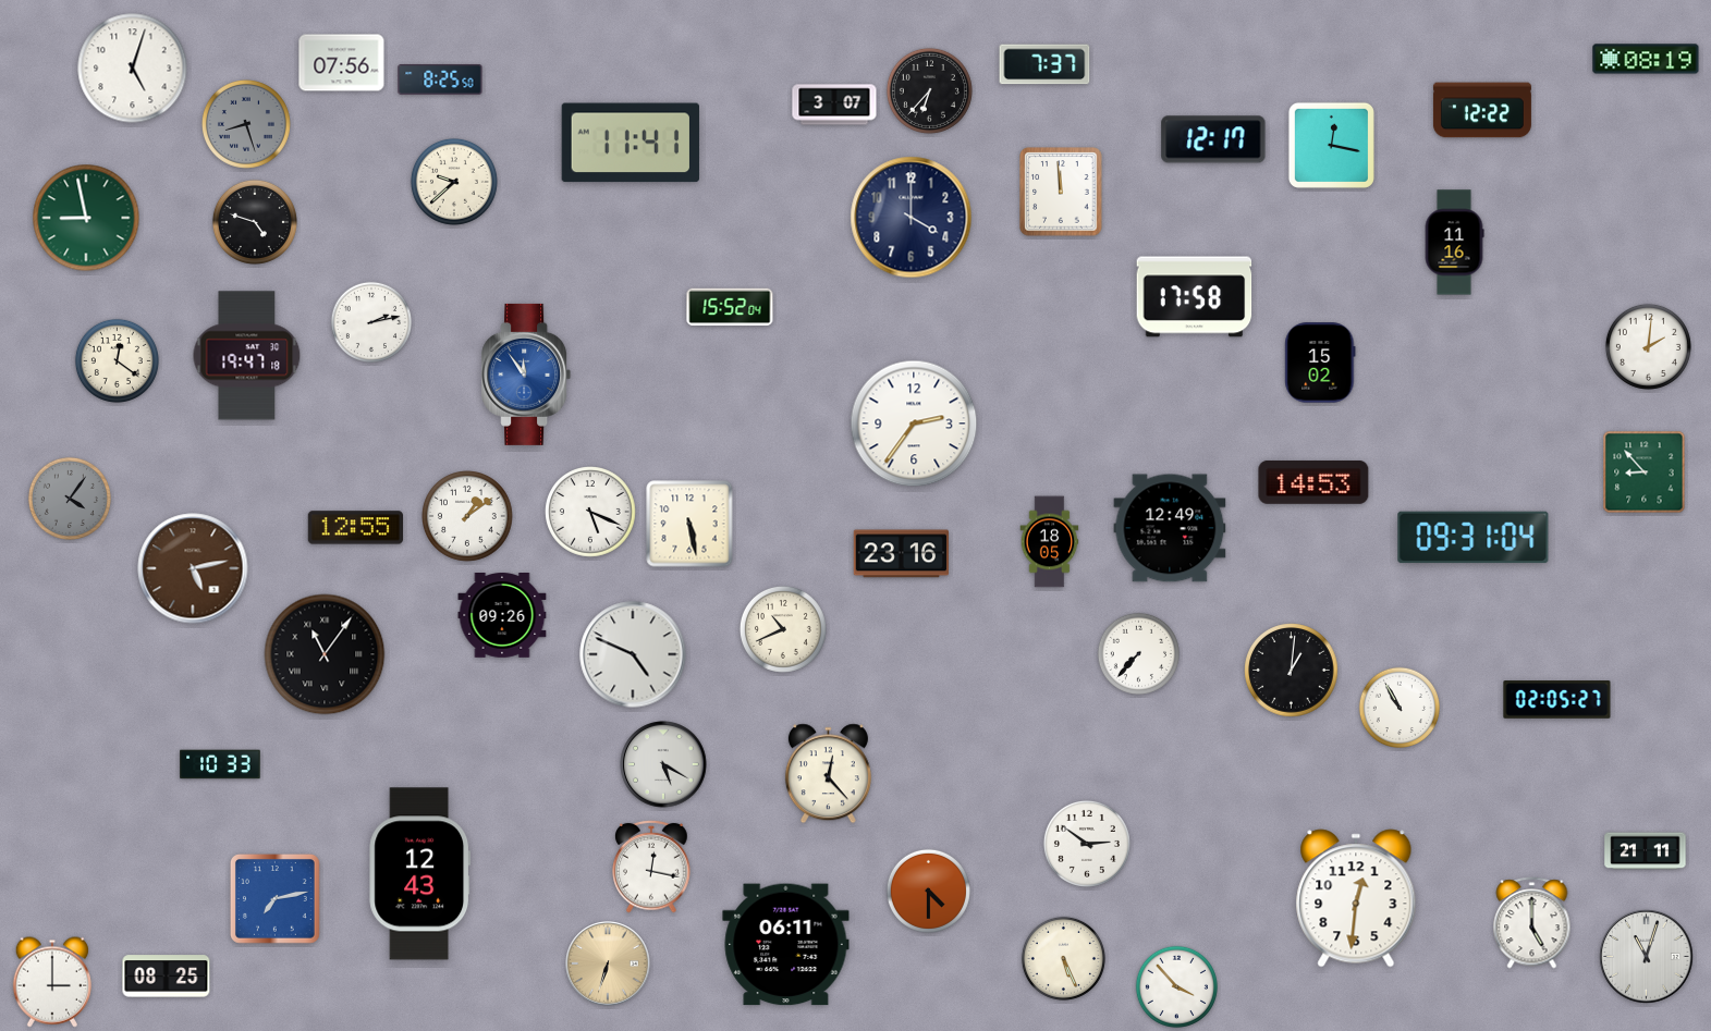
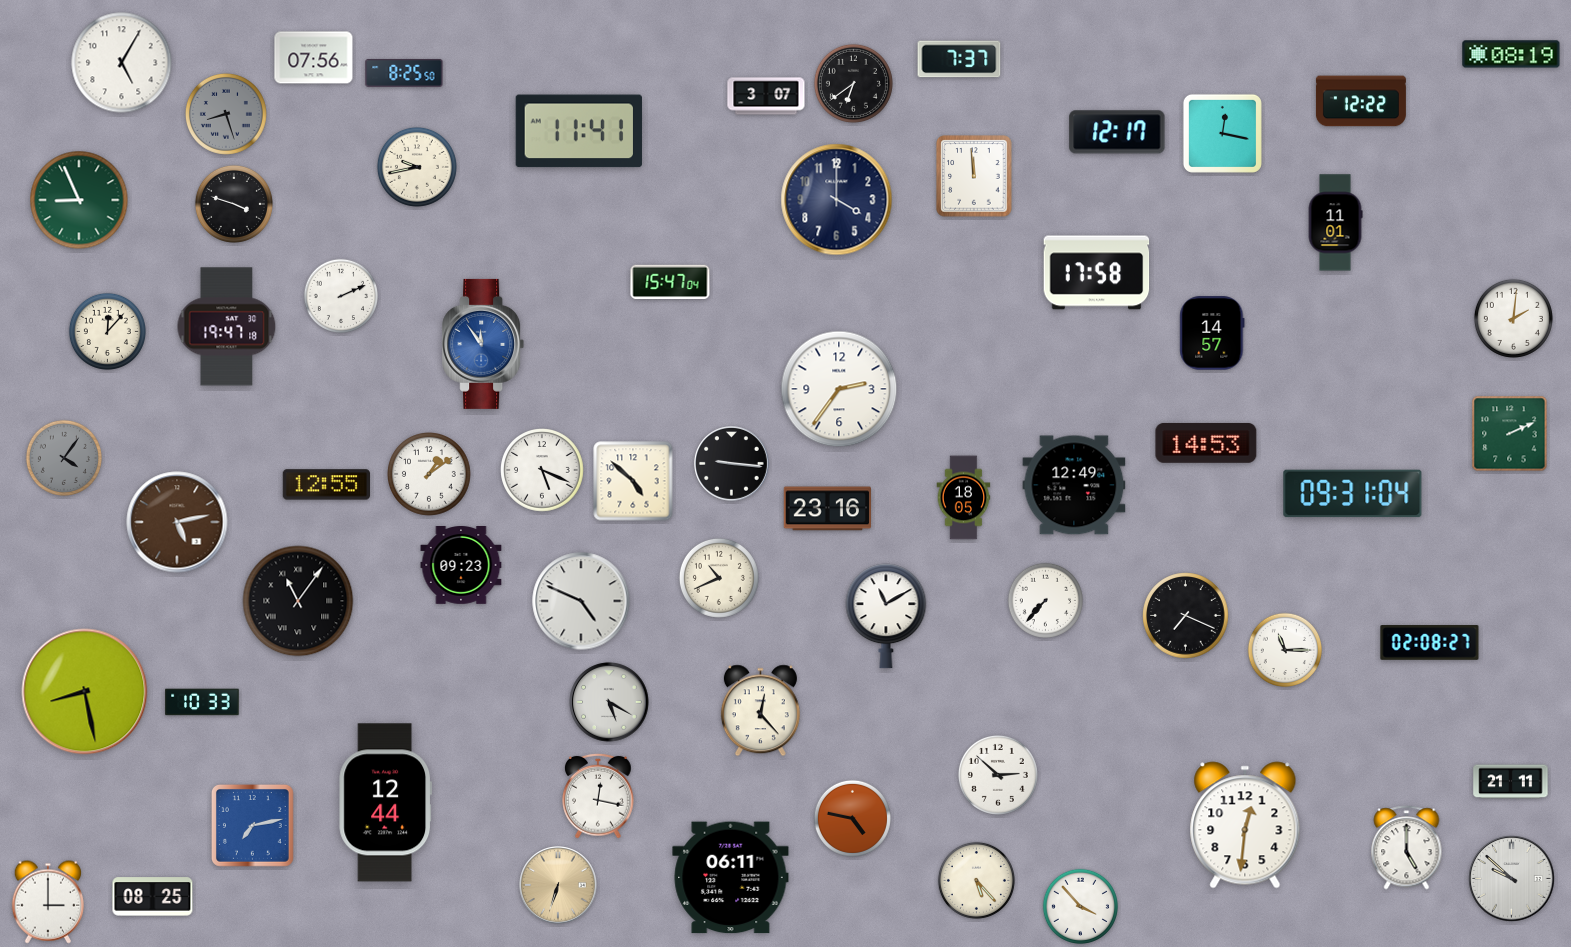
clock at (133, 69): 5:03 -> 5:05
clock at (929, 90): 6:37 -> 6:39
clock at (1213, 139) position: (1213, 139) -> (1117, 132)
clock at (454, 182): 9:38 -> 9:43
clock at (86, 218): 8:58 -> 8:56
clock at (255, 222): 4:48 -> 3:48
clock at (1454, 243): 11:16 -> 11:01
clock at (730, 307): 15:52 -> 15:47
clock at (370, 321): 2:13 -> 2:11
clock at (117, 360): 12:21 -> 12:07
clock at (1320, 363): 15:02 -> 14:57
clock at (1645, 472): 8:53 -> 2:11
clock at (732, 464): none -> 9:16
clock at (689, 524): 5:28 -> 4:52
clock at (502, 616): 09:26 -> 09:23
clock at (886, 616): none -> 11:10
clock at (1292, 671): 1:01 -> 7:19
clock at (1557, 700): 02:05 -> 02:08
clock at (1398, 707): 10:55 -> 11:15
clock at (85, 692): none -> 8:28
clock at (1087, 844): 2:51 -> 2:52
clock at (419, 874): 12:43 -> 12:44
clock at (928, 891): 4:30 -> 4:47
clock at (786, 945) position: (786, 945) -> (731, 878)
clock at (1647, 957): 11:03 -> 9:52
clock at (1063, 958): 5:26 -> 5:23
